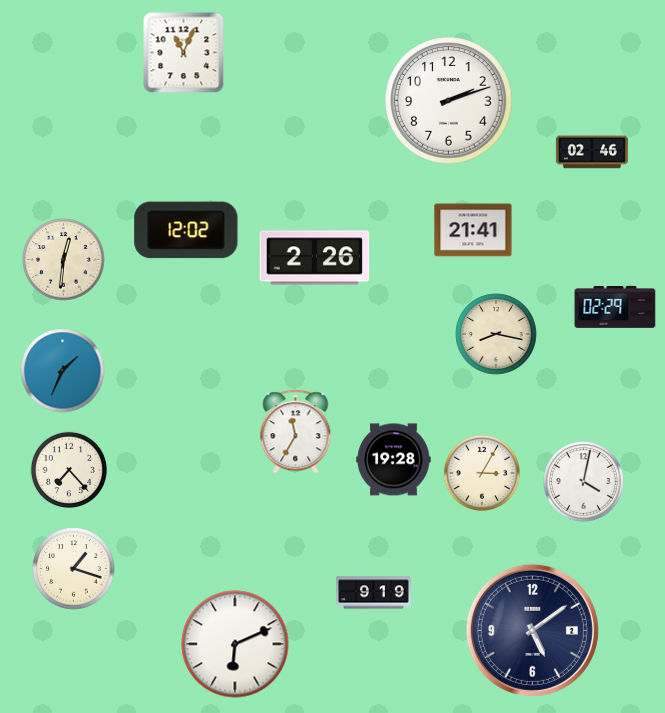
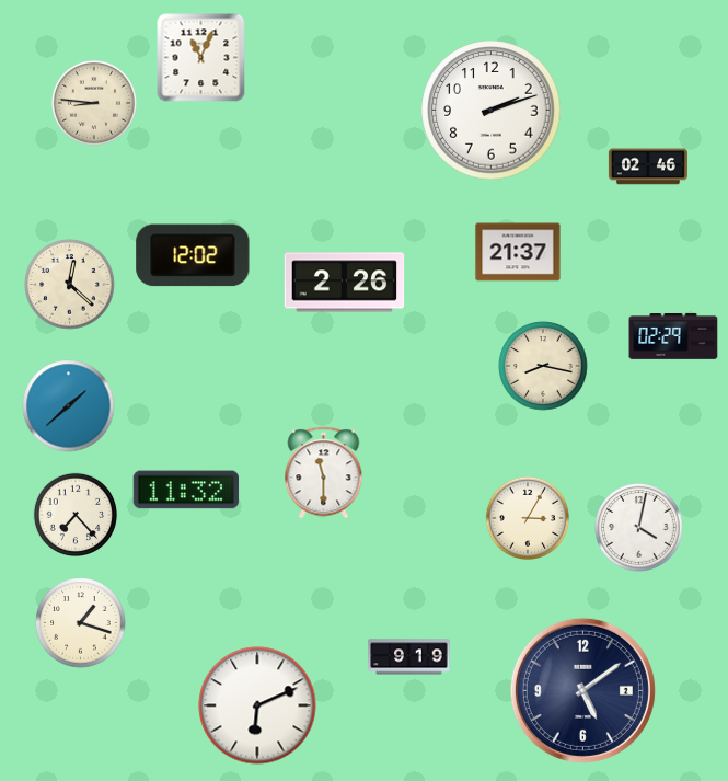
clock at (94, 103): none -> 8:46
clock at (186, 230) position: (186, 230) -> (193, 255)
clock at (473, 230): 21:41 -> 21:37
clock at (64, 260): 12:31 -> 12:22
clock at (63, 371): 1:34 -> 1:38
clock at (296, 432): 11:35 -> 11:30
clock at (186, 490): none -> 11:32
clock at (394, 460): 19:28 -> none
clock at (374, 593) position: (374, 593) -> (409, 657)
